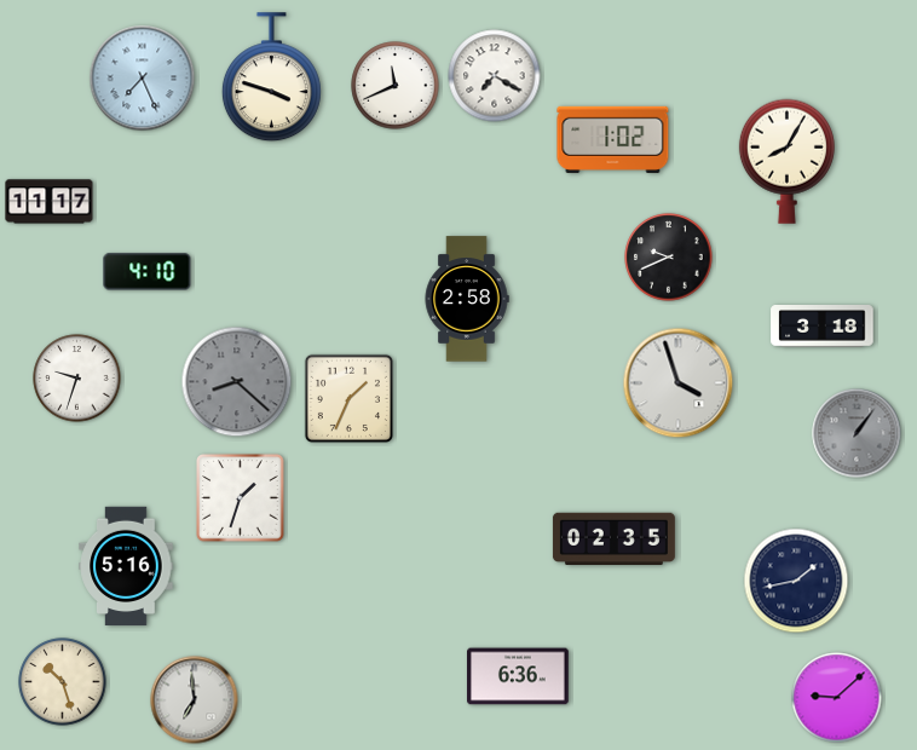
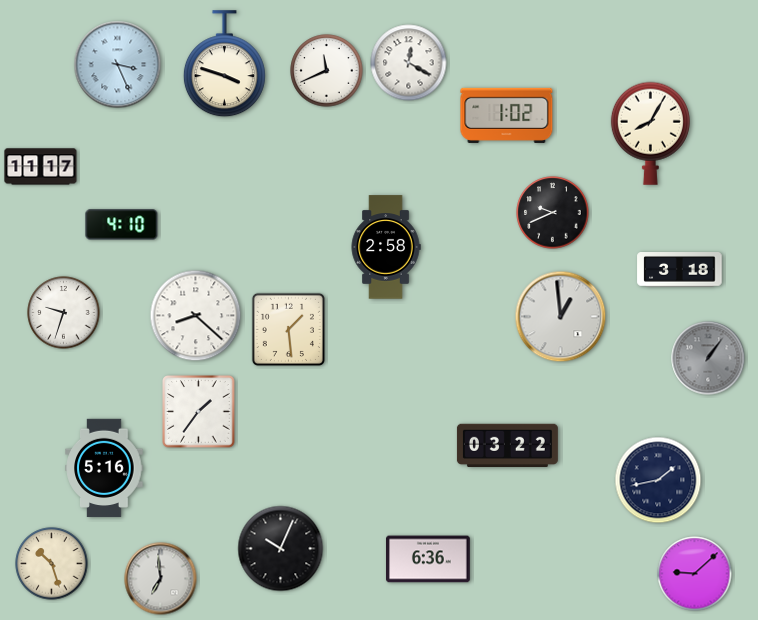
clock at (495, 76): 7:20 -> 12:20
clock at (143, 79): 7:26 -> 3:26
clock at (237, 382) dial: grey -> white
clock at (679, 383): 3:57 -> 12:59
clock at (348, 398): 1:34 -> 1:29
clock at (241, 498): 1:33 -> 1:36
clock at (613, 538): 02:35 -> 03:22
clock at (281, 549): none -> 10:04
clock at (837, 698) position: (837, 698) -> (695, 574)
